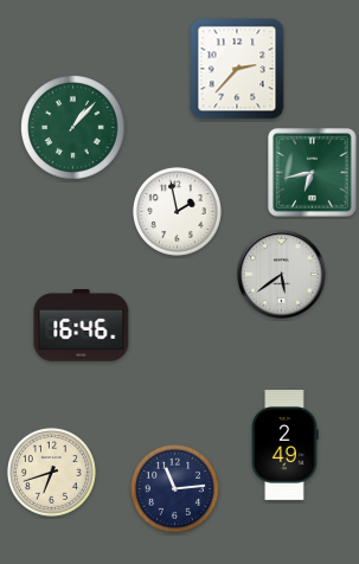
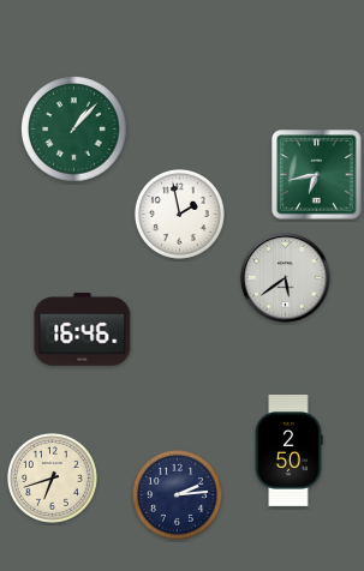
clock at (237, 69): 2:37 -> none
clock at (284, 444): 2:49 -> 2:50
clock at (174, 488): 11:14 -> 2:14
